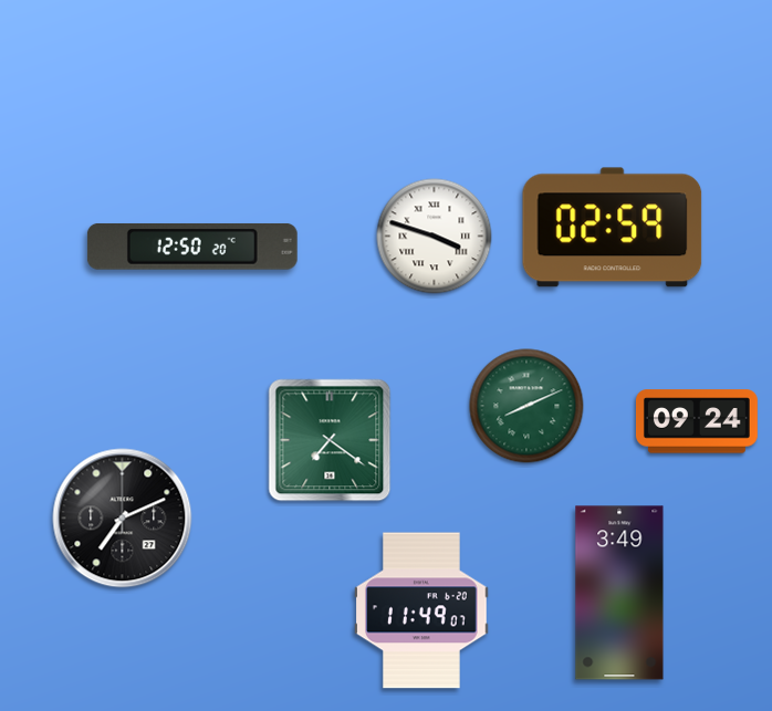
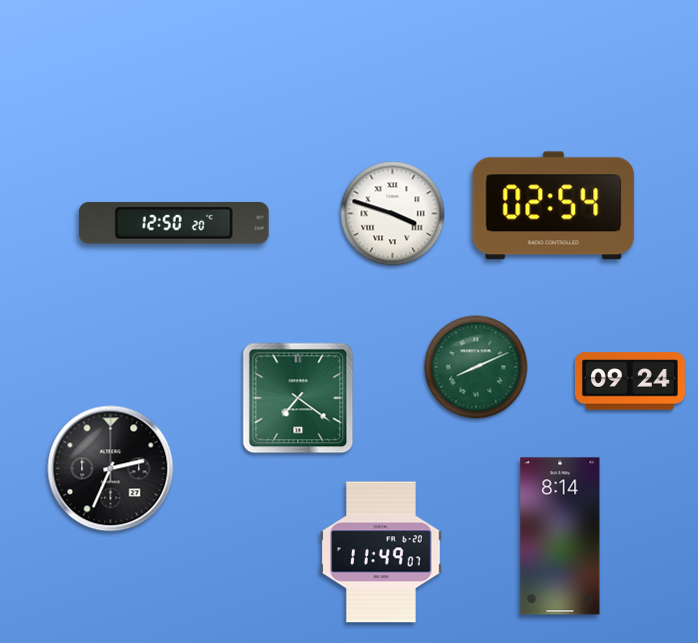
clock at (613, 228): 02:59 -> 02:54
clock at (123, 519): 7:11 -> 2:34
clock at (619, 593): 3:49 -> 8:14
